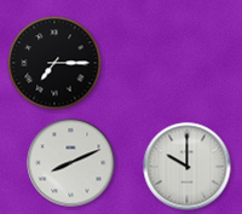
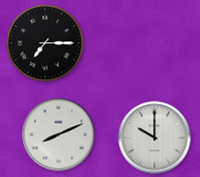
clock at (54, 63) position: (54, 63) -> (45, 43)
